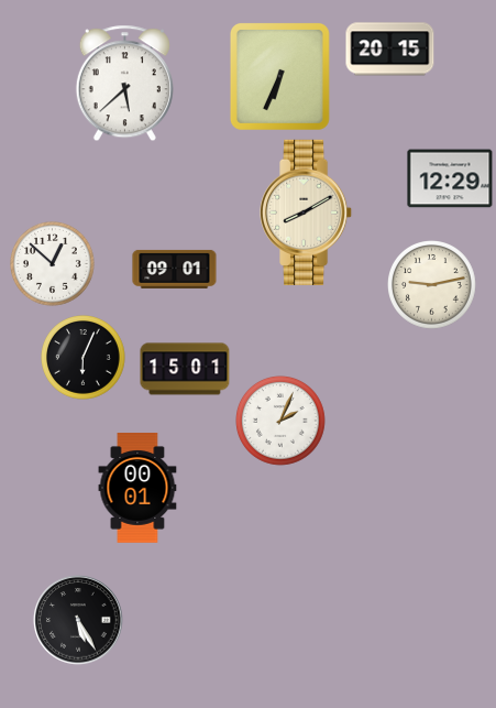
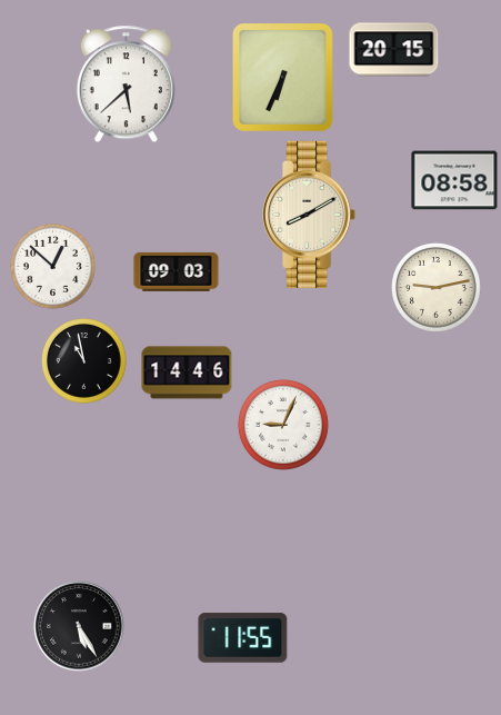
clock at (450, 178): 12:29 -> 08:58
clock at (175, 269): 09:01 -> 09:03
clock at (84, 358): 6:04 -> 10:58
clock at (185, 369): 15:01 -> 14:46
clock at (282, 422): 2:04 -> 9:04
clock at (137, 489): 00:01 -> none
clock at (243, 638): none -> 11:55
